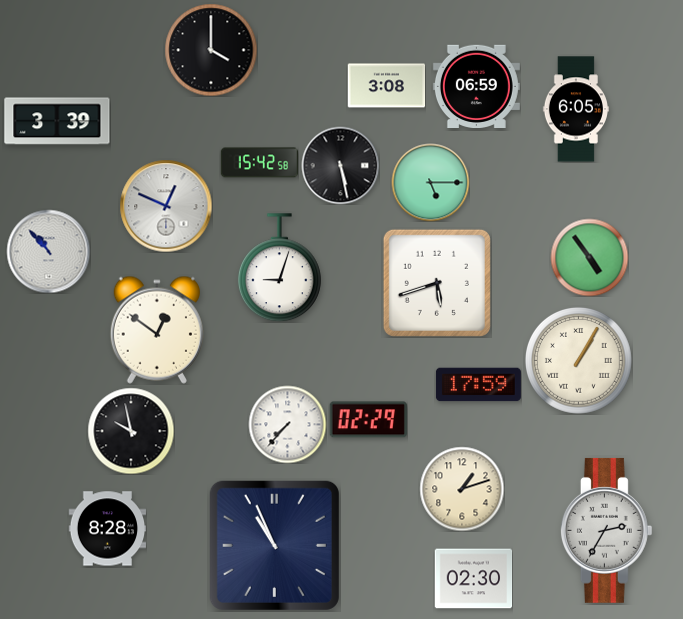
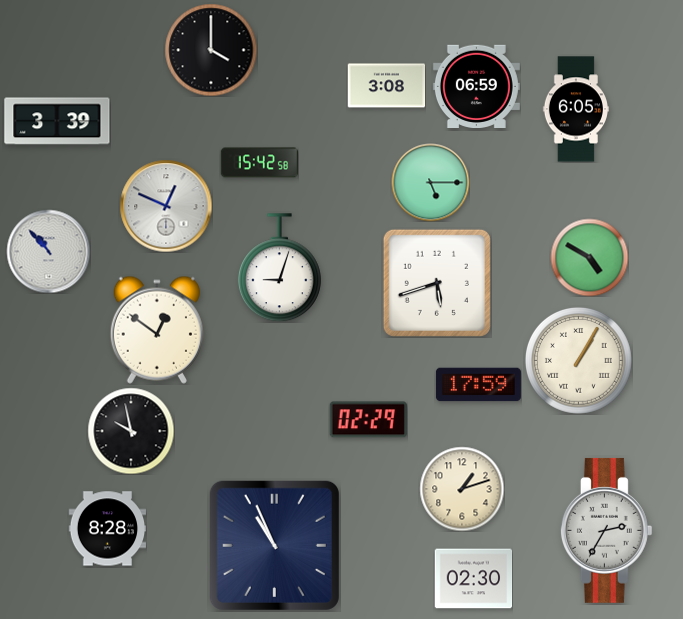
clock at (340, 165): 5:28 -> none
clock at (589, 257): 4:54 -> 4:50
clock at (287, 424): 7:37 -> none
